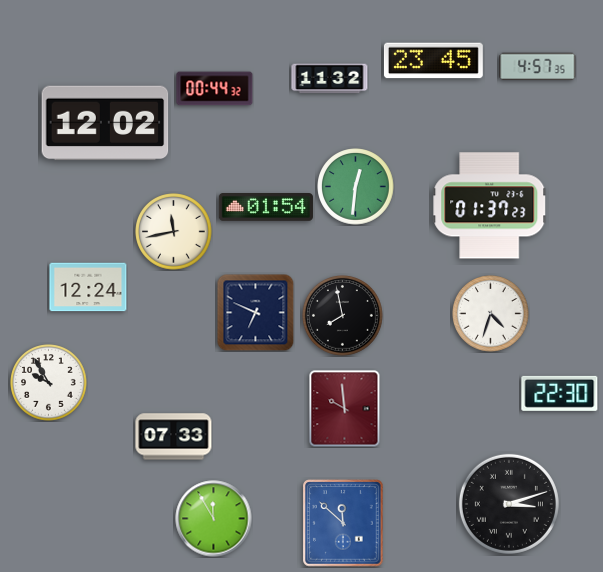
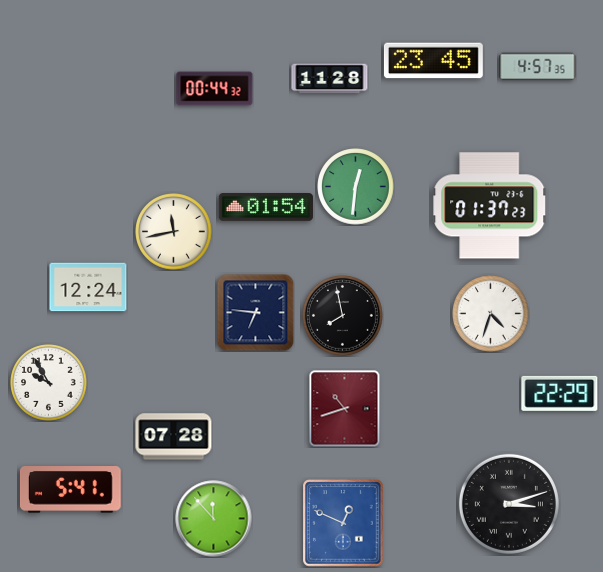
clock at (330, 79): 11:32 -> 11:28
clock at (105, 123): 12:02 -> none
clock at (255, 312): 6:49 -> 6:46
clock at (560, 393): 22:30 -> 22:29
clock at (345, 409): 9:59 -> 10:42
clock at (174, 437): 07:33 -> 07:28
clock at (70, 490): none -> 5:41
clock at (214, 519): 11:55 -> 11:53
clock at (343, 523): 11:52 -> 12:49
